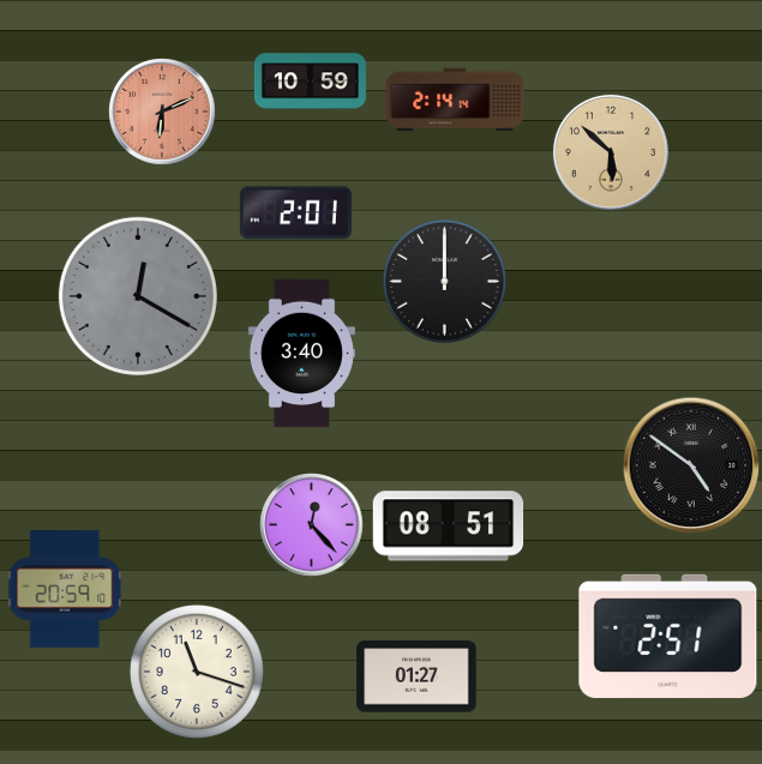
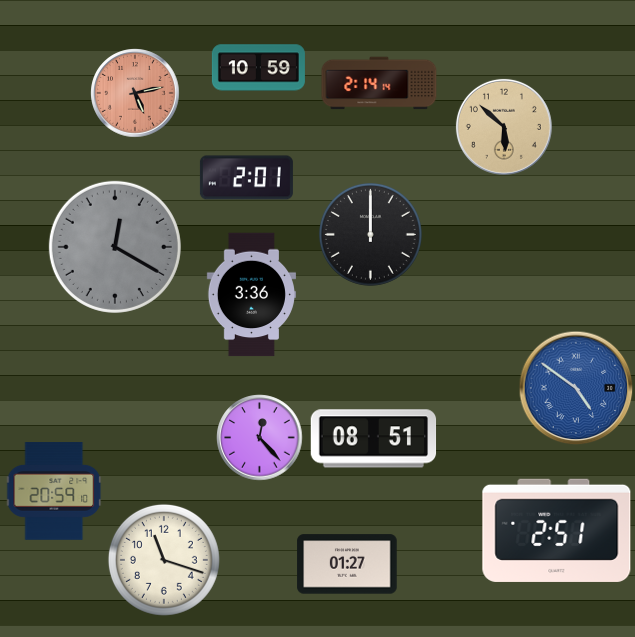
clock at (162, 112): 6:11 -> 5:13
clock at (611, 152) position: (611, 152) -> (504, 127)
clock at (301, 354): 3:40 -> 3:36
clock at (691, 465) dial: black -> blue
